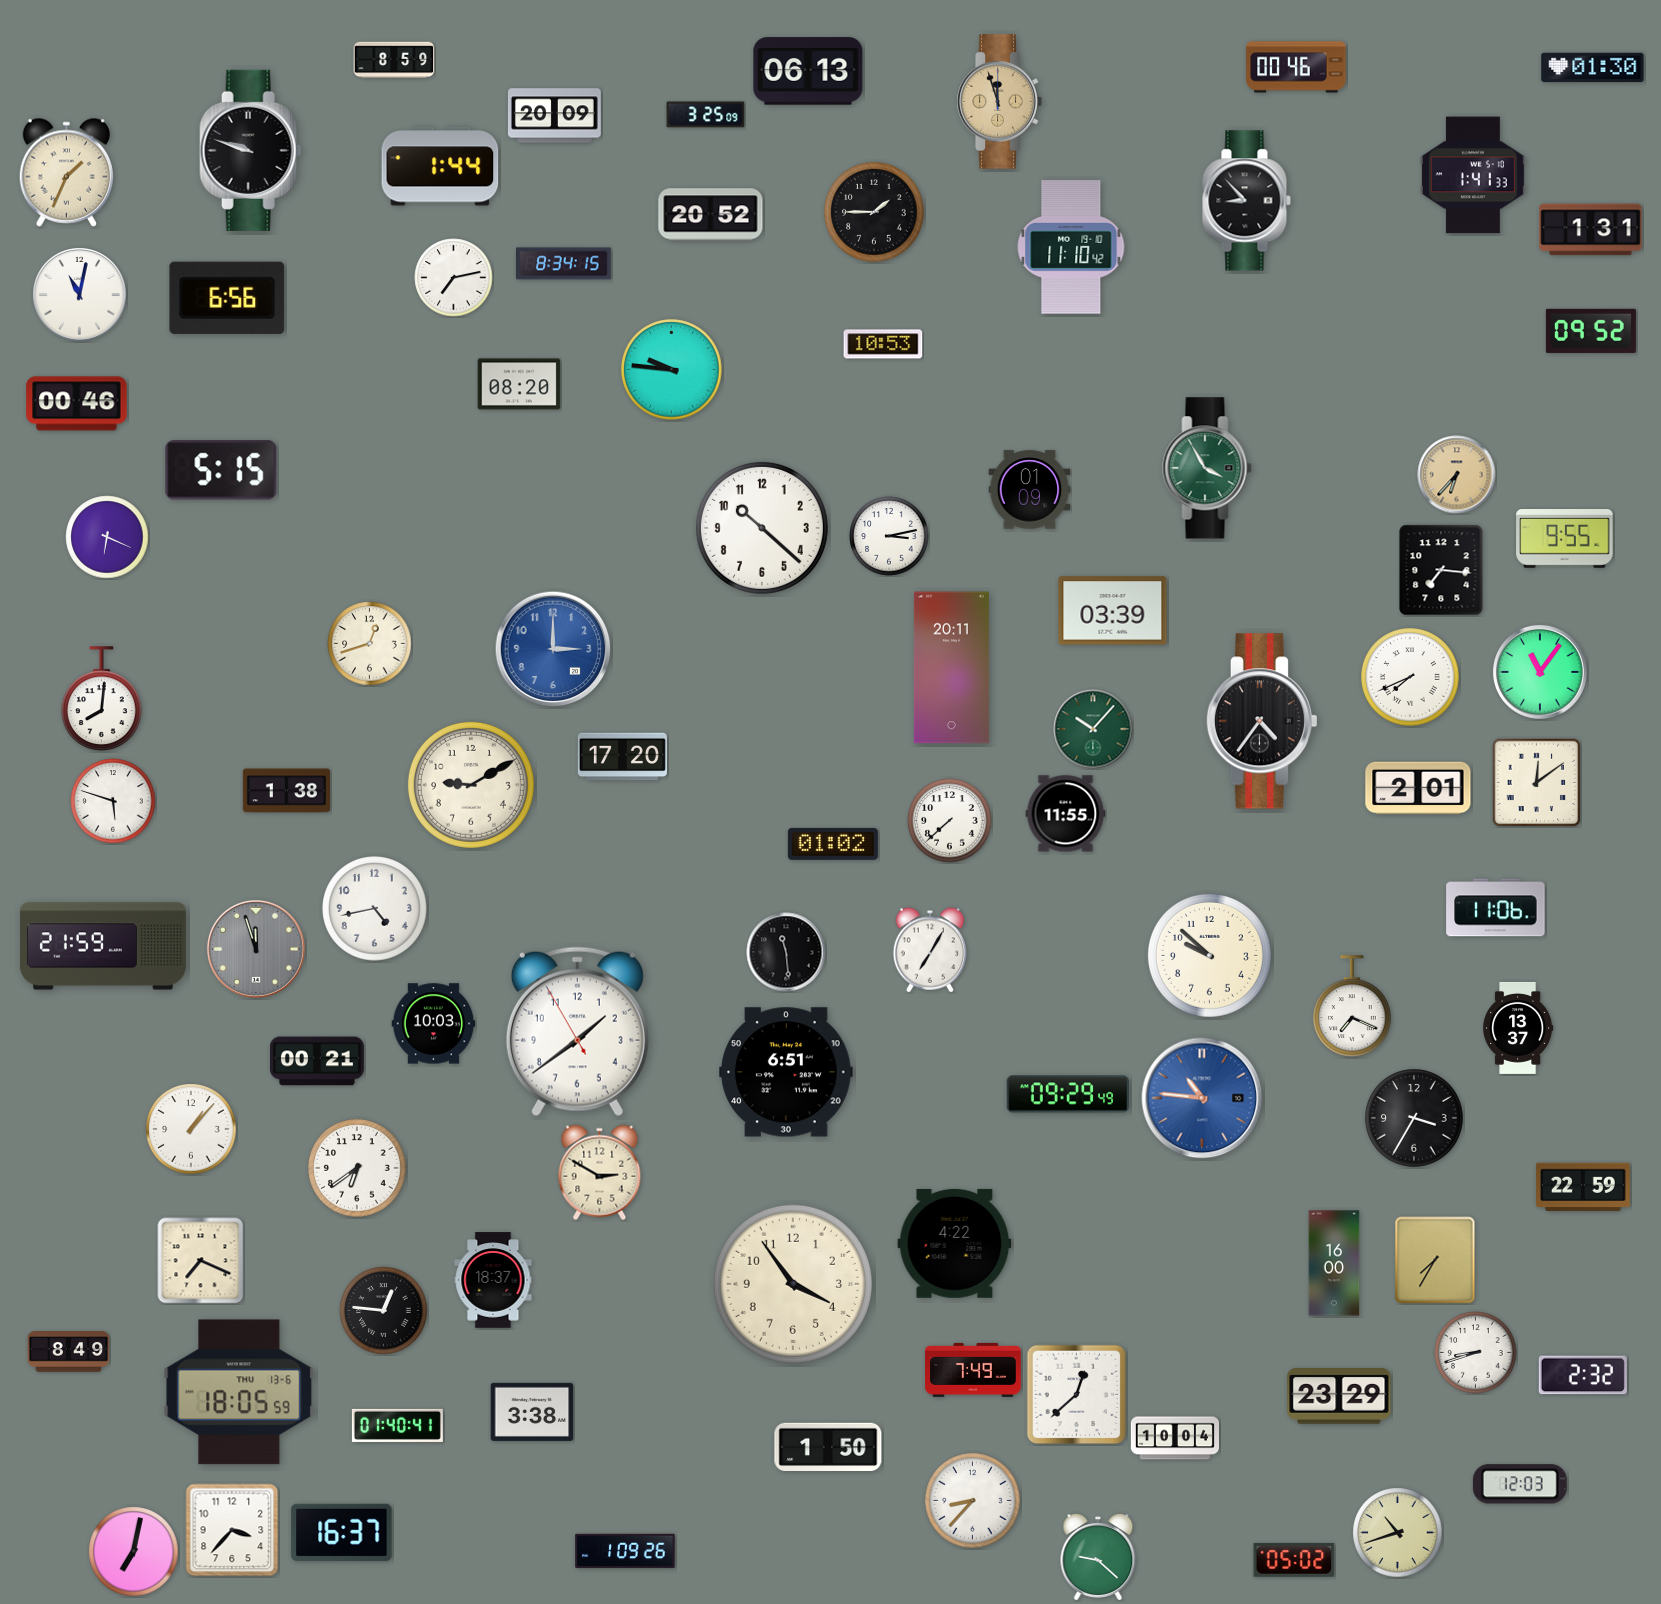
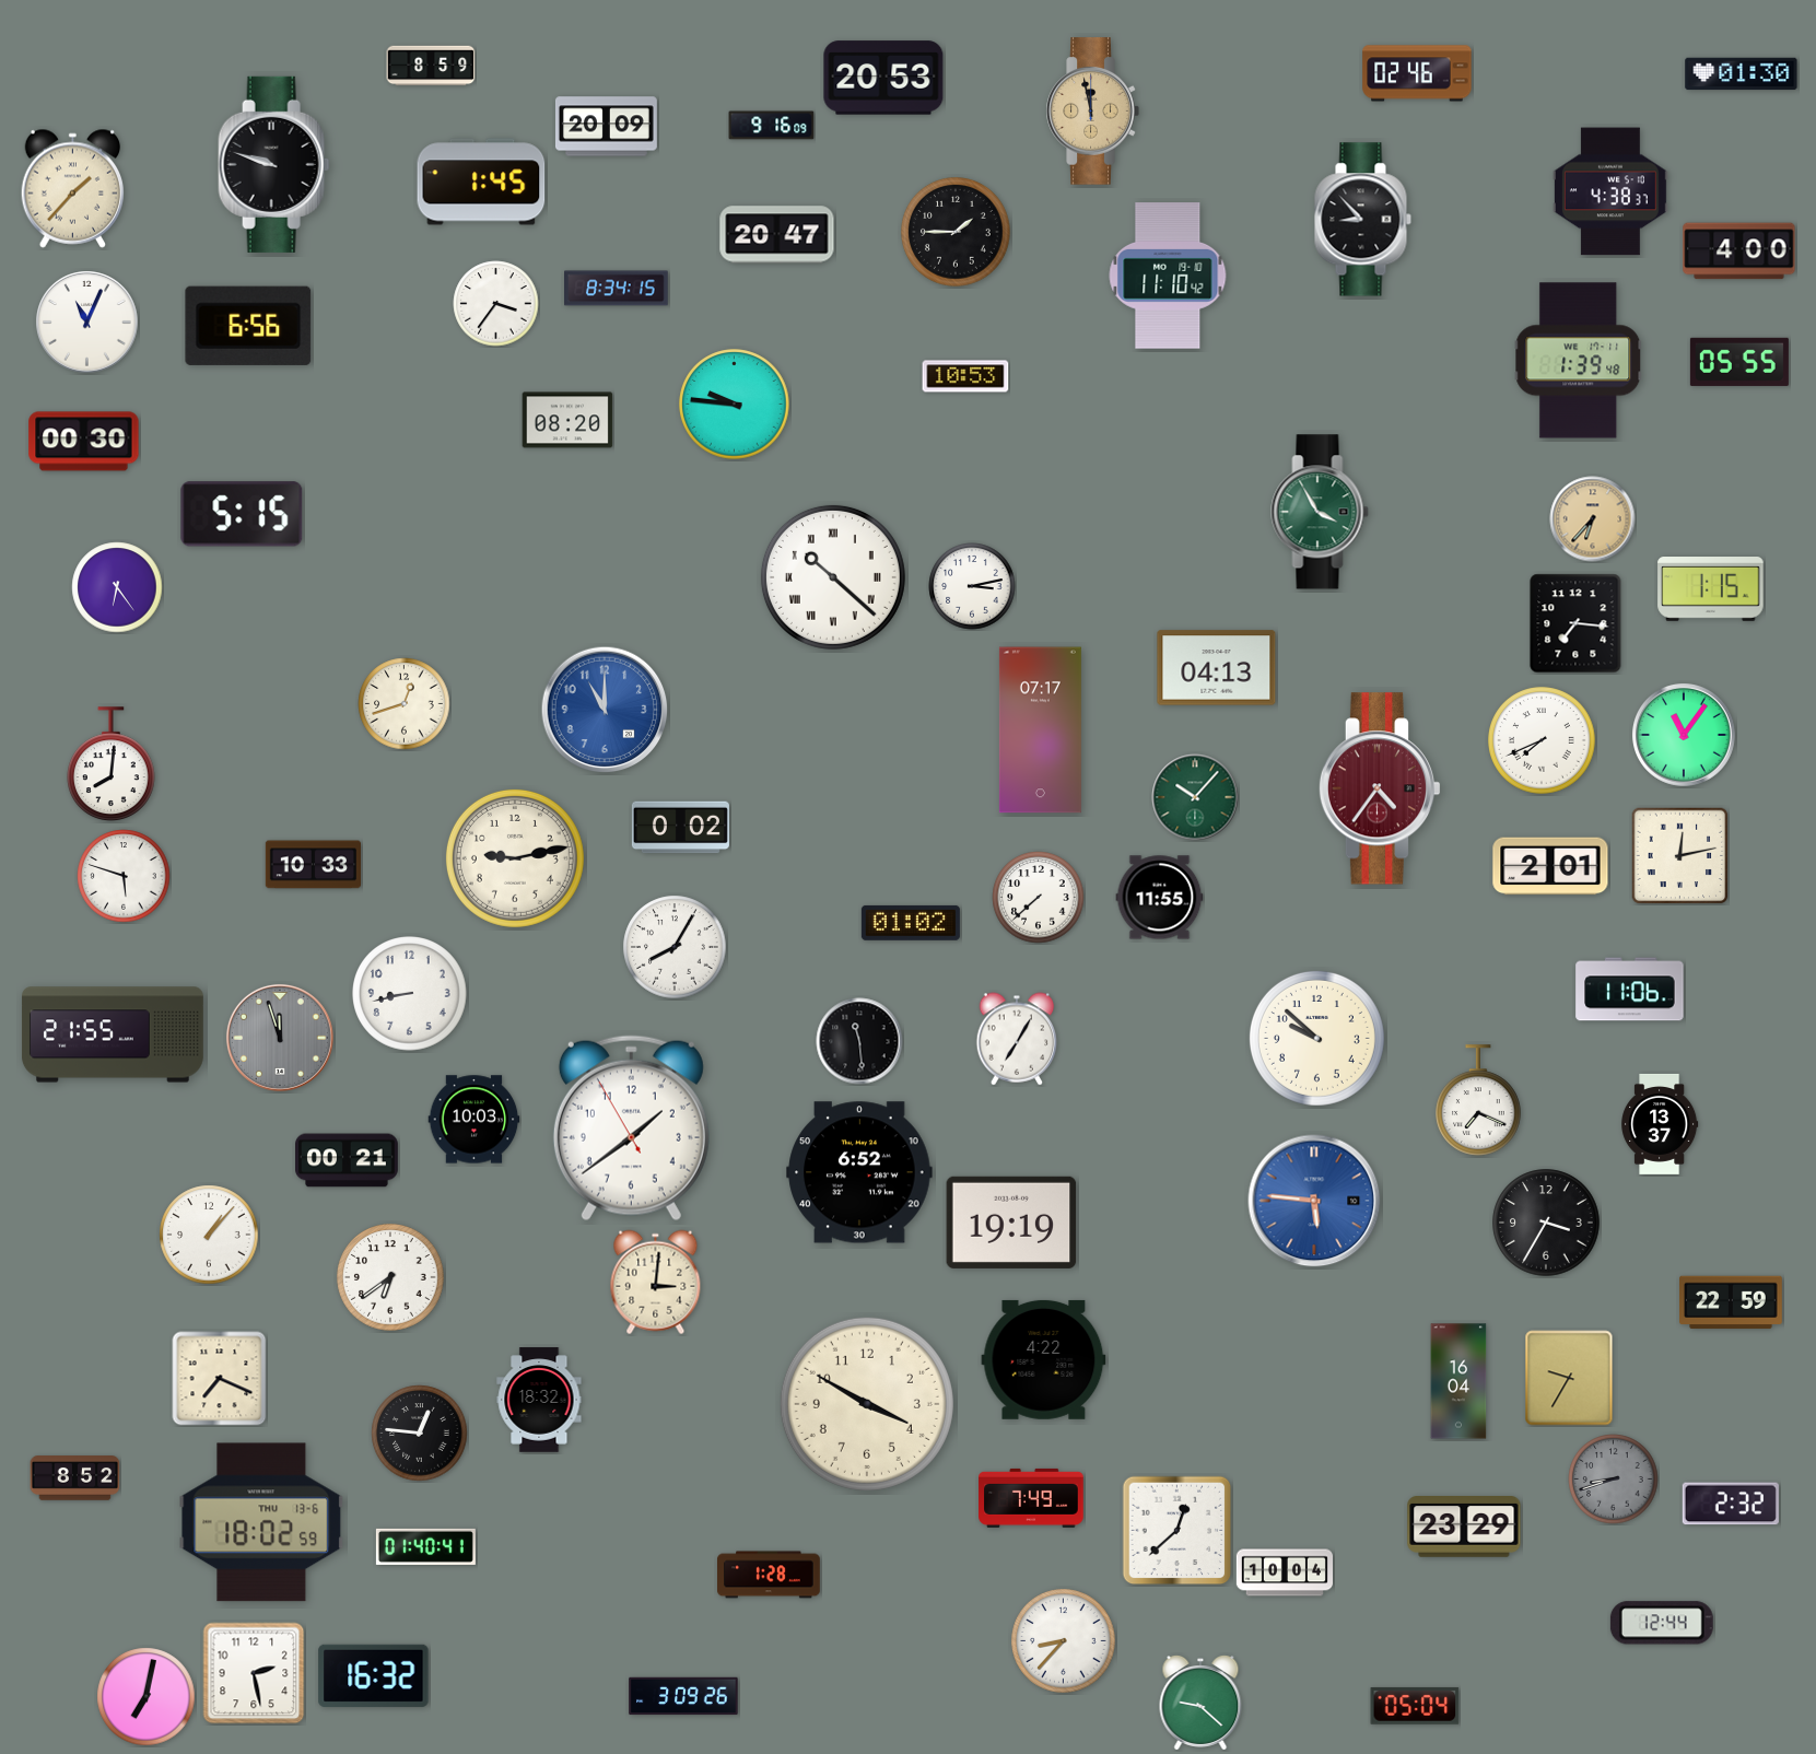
clock at (1296, 67): 00:46 -> 02:46
clock at (808, 71): 06:13 -> 20:53
clock at (999, 102): 11:57 -> 11:58
clock at (706, 115): 3:25 -> 9:16
clock at (440, 166): 1:44 -> 1:45
clock at (67, 172): 1:34 -> 1:37
clock at (1473, 175): 1:41 -> 4:38
clock at (711, 215): 20:52 -> 20:47
clock at (1591, 230): 1:31 -> 4:00
clock at (1071, 247) position: (1071, 247) -> (1168, 276)
clock at (454, 278): 7:13 -> 3:36
clock at (80, 295): 11:02 -> 11:04
clock at (1579, 361): none -> 1:39
clock at (1591, 331): 09:52 -> 05:55
clock at (77, 404): 00:46 -> 00:30
clock at (1030, 490): 01:09 -> none
clock at (762, 528) numerals: Arabic -> Roman
clock at (107, 537): 6:19 -> 6:24
clock at (1565, 539): 9:55 -> 1:15
clock at (1113, 611): 03:39 -> 04:13
clock at (553, 649): 3:00 -> 11:00
clock at (951, 668): 20:11 -> 07:17
clock at (1262, 721) dial: black -> burgundy
clock at (622, 757): 17:20 -> 0:02
clock at (1537, 783): 12:09 -> 12:13
clock at (471, 785): 9:10 -> 9:13
clock at (1418, 788) position: (1418, 788) -> (1550, 866)
clock at (286, 791): 1:38 -> 10:33
clock at (1066, 814) position: (1066, 814) -> (1160, 898)
clock at (675, 947): none -> 8:05
clock at (1496, 908) position: (1496, 908) -> (1630, 990)
clock at (375, 909): 4:43 -> 8:43
clock at (103, 946): 21:59 -> 21:55
clock at (1209, 955) position: (1209, 955) -> (1316, 1038)
clock at (786, 1072): 6:51 -> 6:52
clock at (1067, 1094): 09:29 -> none
clock at (1202, 1098): 10:46 -> 5:46
clock at (1011, 1223): none -> 19:19
clock at (600, 1173): 2:50 -> 3:01
clock at (1584, 1187) position: (1584, 1187) -> (1732, 1302)
clock at (1435, 1260): 7:35 -> 9:35
clock at (1334, 1263): 16:00 -> 16:04
clock at (493, 1280): 18:37 -> 18:32
clock at (793, 1284): 3:54 -> 3:50
clock at (69, 1352): 8:49 -> 8:52
clock at (1476, 1353) dial: white -> grey
clock at (973, 1370) position: (973, 1370) -> (1031, 1498)
clock at (239, 1392): 18:05 -> 18:02
clock at (1077, 1395) position: (1077, 1395) -> (1178, 1531)
clock at (532, 1412): 3:38 -> none
clock at (397, 1425) position: (397, 1425) -> (425, 1546)
clock at (770, 1575): none -> 1:28
clock at (828, 1447): 1:50 -> none
clock at (1520, 1484): 12:03 -> 12:44
clock at (232, 1530): 3:37 -> 2:28
clock at (342, 1532): 16:37 -> 16:32
clock at (1398, 1533): 10:42 -> none
clock at (625, 1551): 1:09 -> 3:09
clock at (1294, 1560): 05:02 -> 05:04
